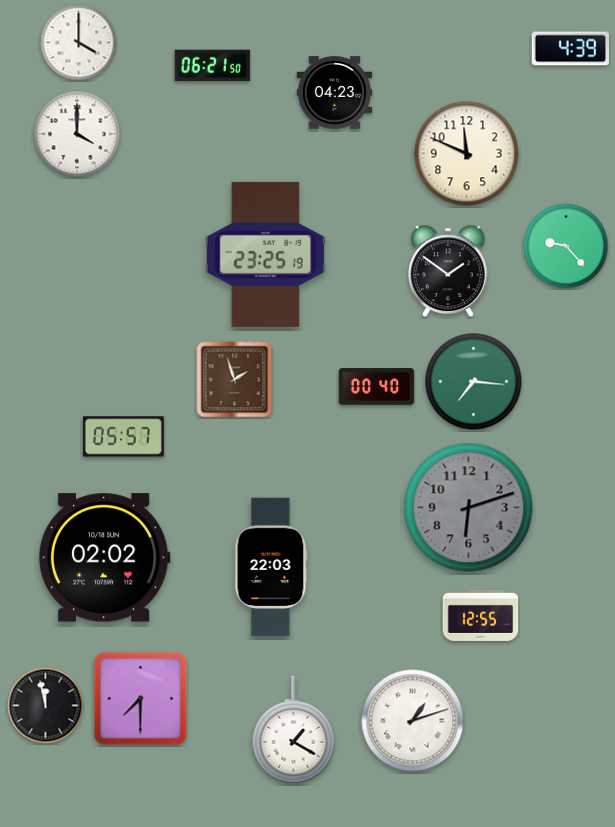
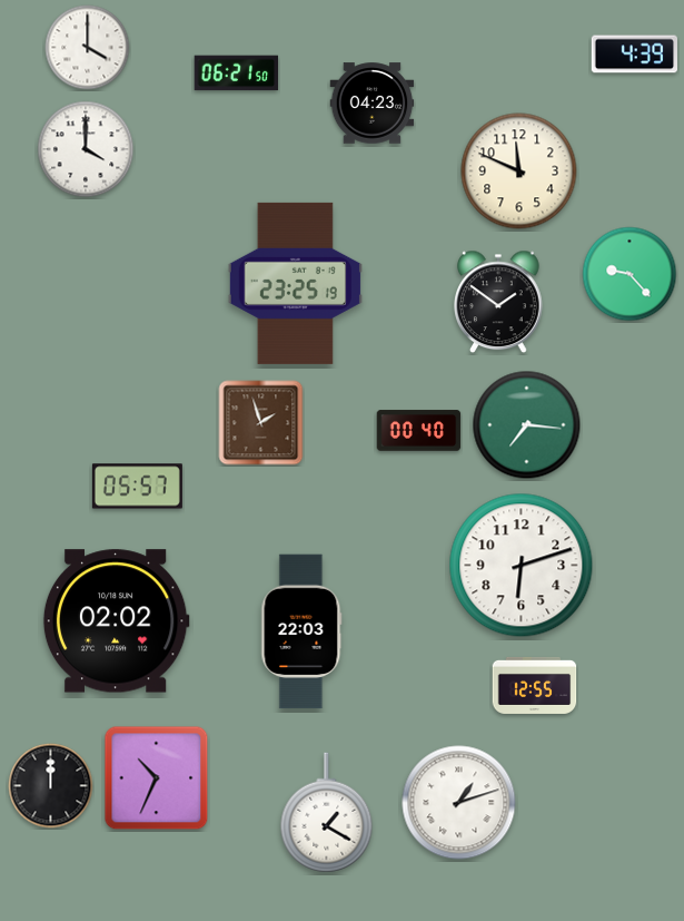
clock at (469, 508) dial: grey -> white
clock at (141, 699): 7:30 -> 10:34
clock at (46, 706): 11:58 -> 12:00
